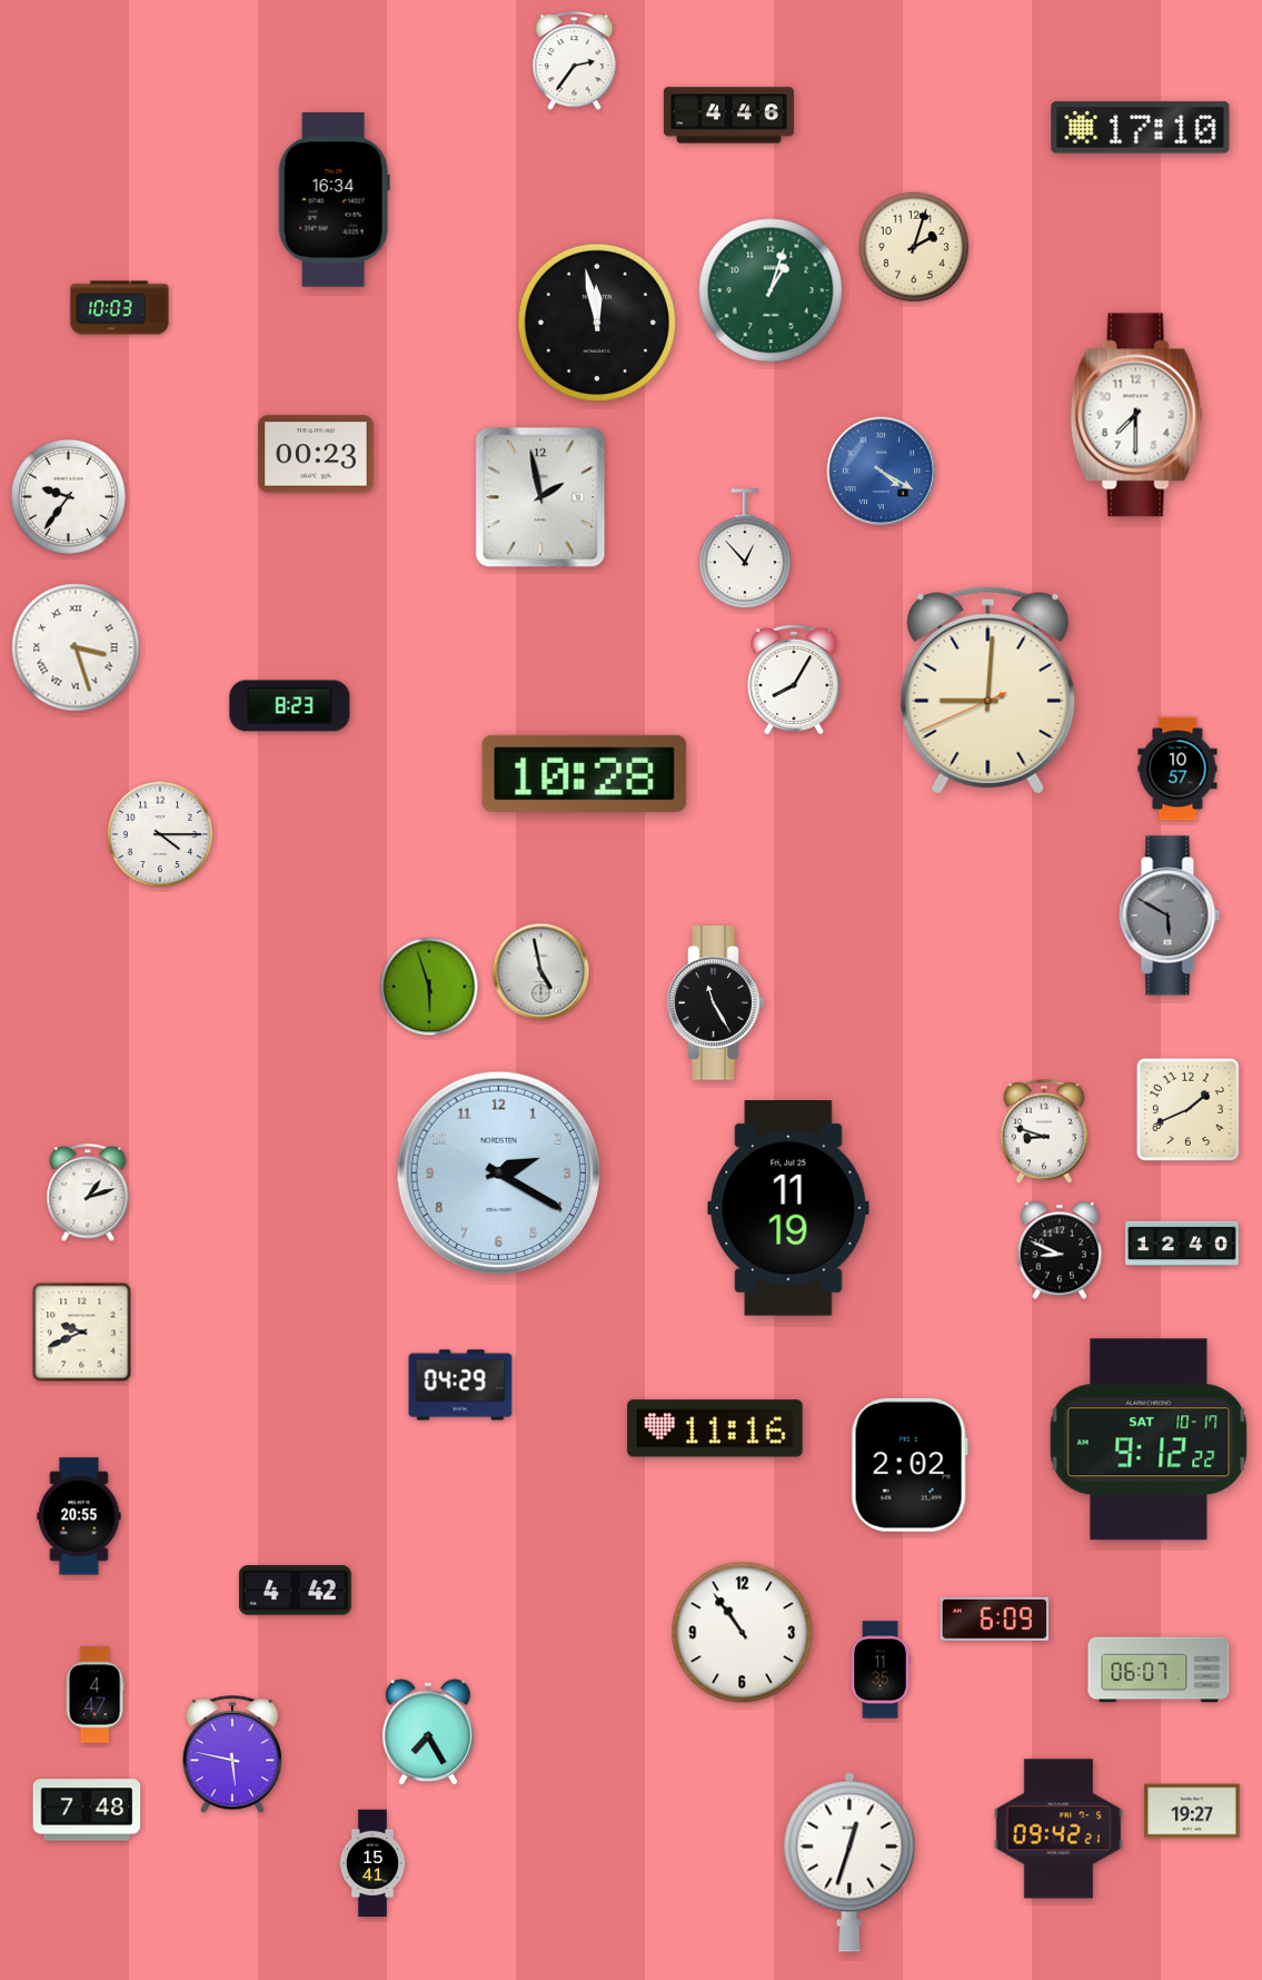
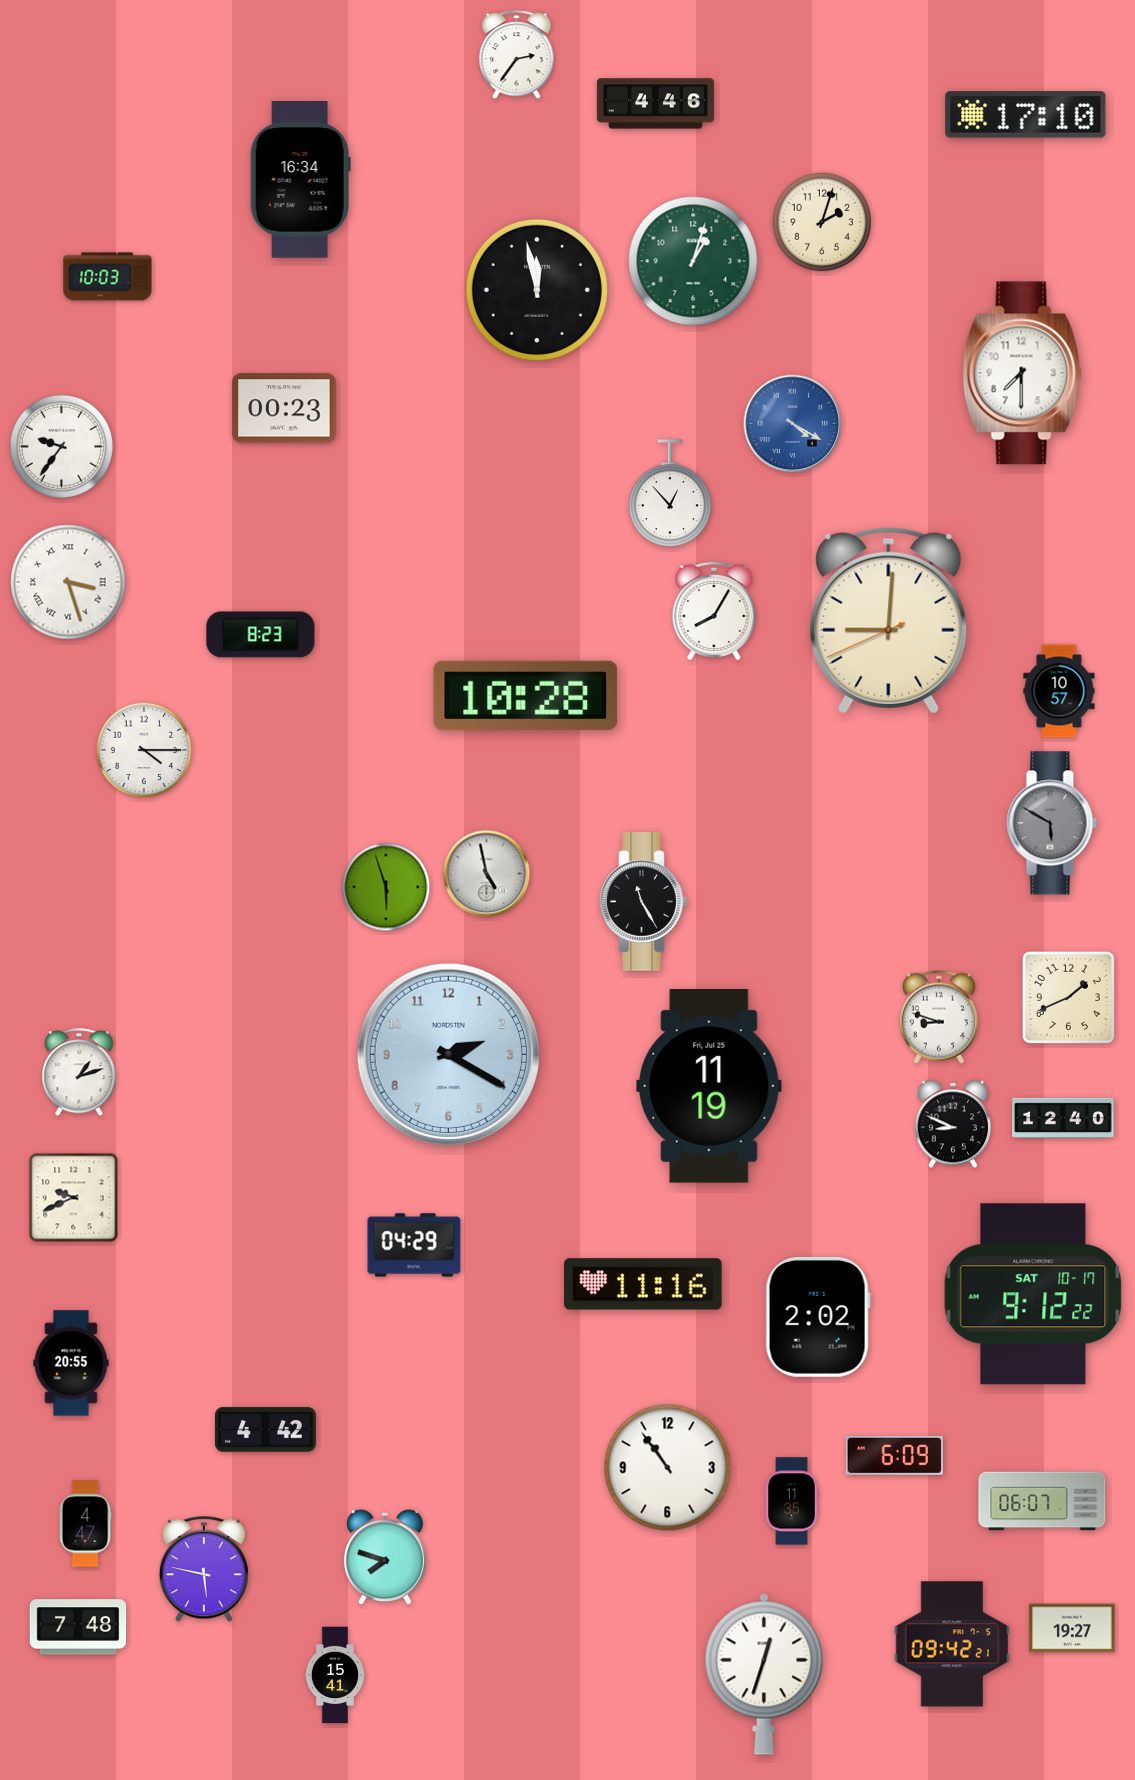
clock at (540, 497): 1:58 -> none
clock at (428, 1733): 7:25 -> 7:48
clock at (232, 1755) position: (232, 1755) -> (204, 1570)
